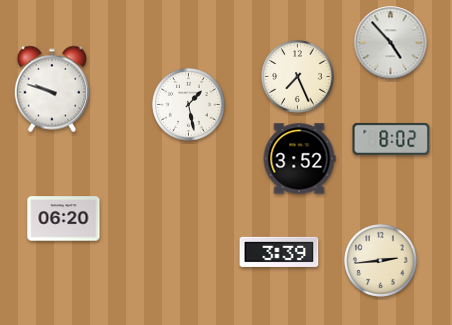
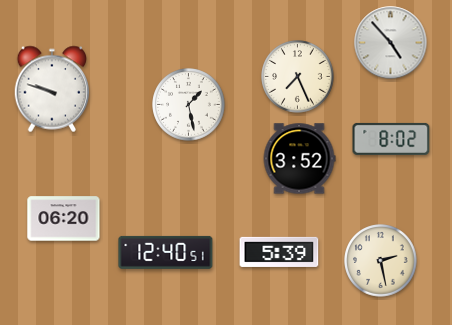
clock at (166, 252): none -> 12:40
clock at (279, 252): 3:39 -> 5:39
clock at (381, 261): 2:44 -> 2:28
